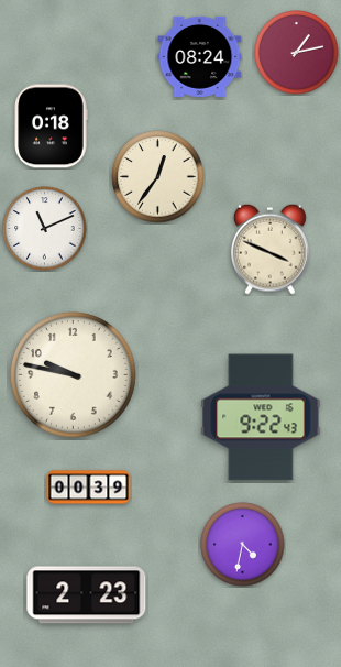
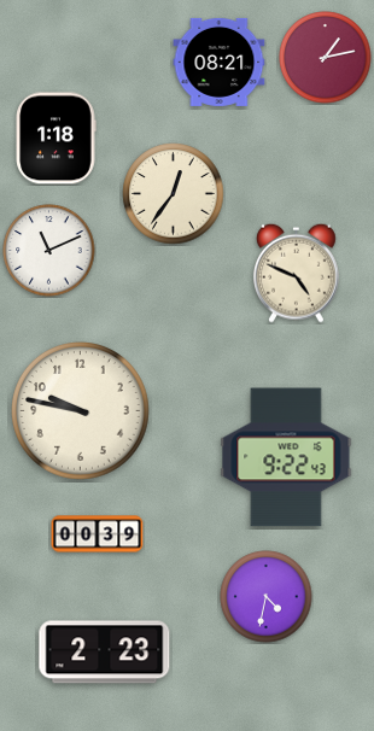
clock at (200, 56): 08:24 -> 08:21
clock at (51, 127): 0:18 -> 1:18
clock at (271, 249): 3:49 -> 4:49
clock at (87, 595) position: (87, 595) -> (105, 653)
